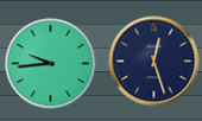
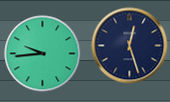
clock at (154, 62) position: (154, 62) -> (130, 46)
